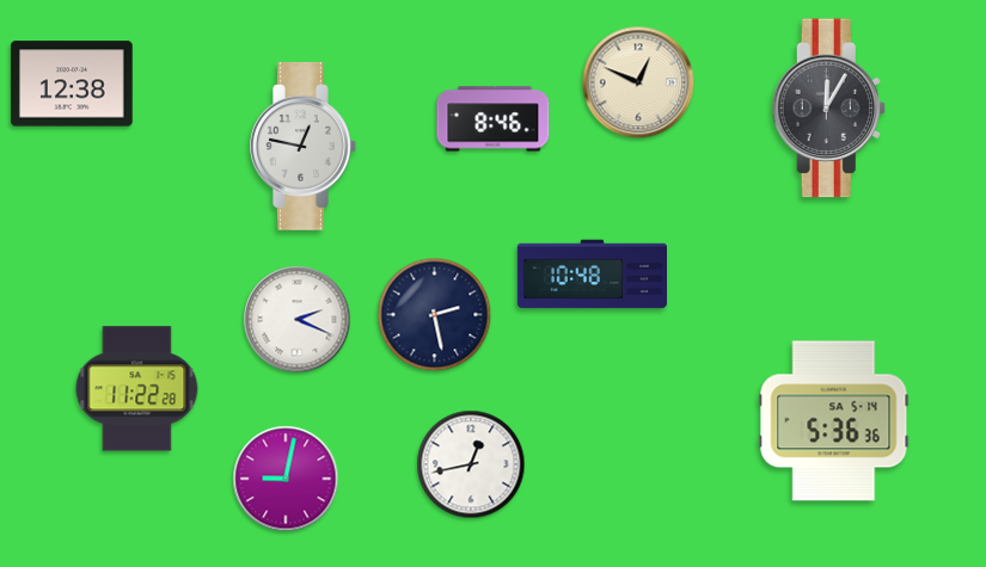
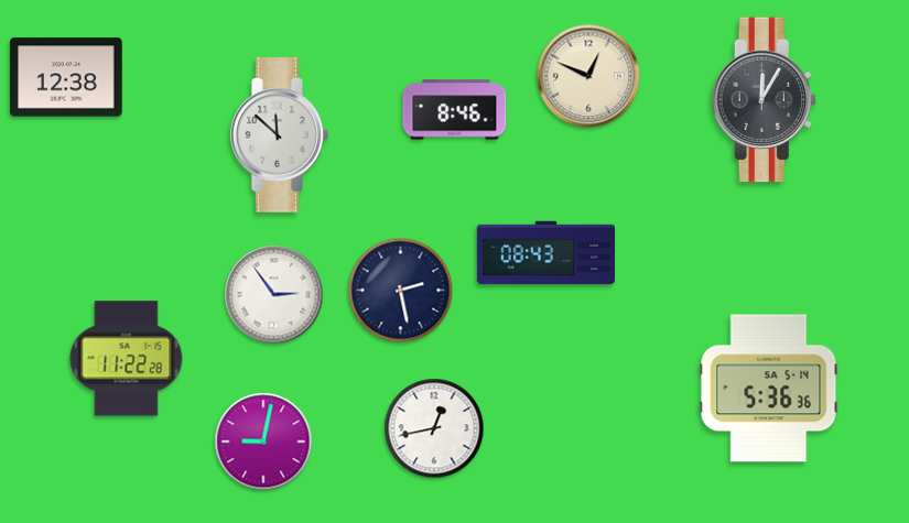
clock at (304, 146): 12:47 -> 11:52
clock at (592, 275): 10:48 -> 08:43
clock at (298, 320): 2:19 -> 2:54
